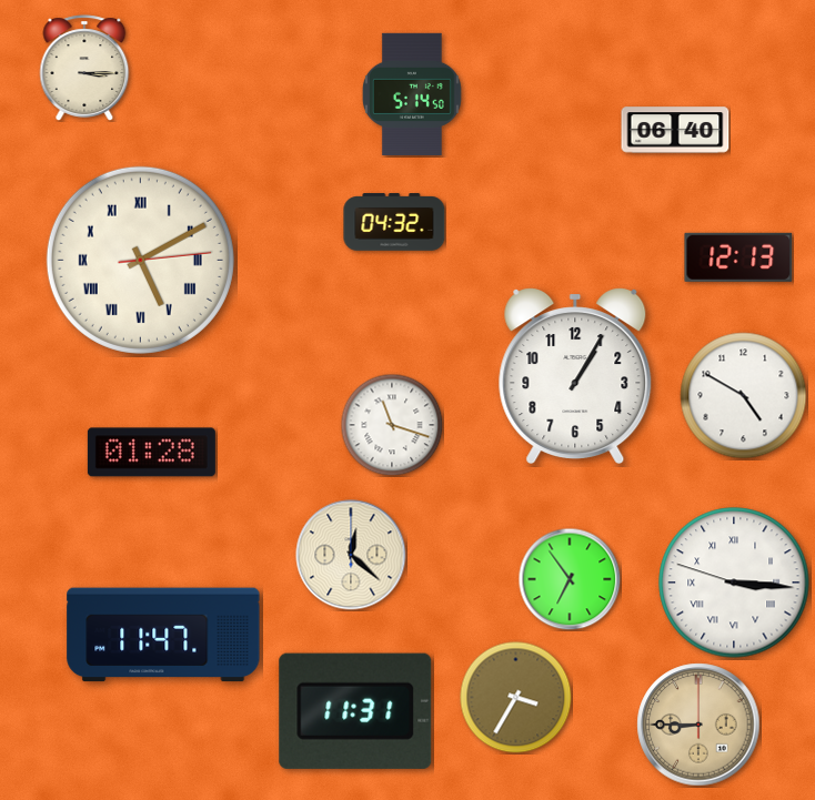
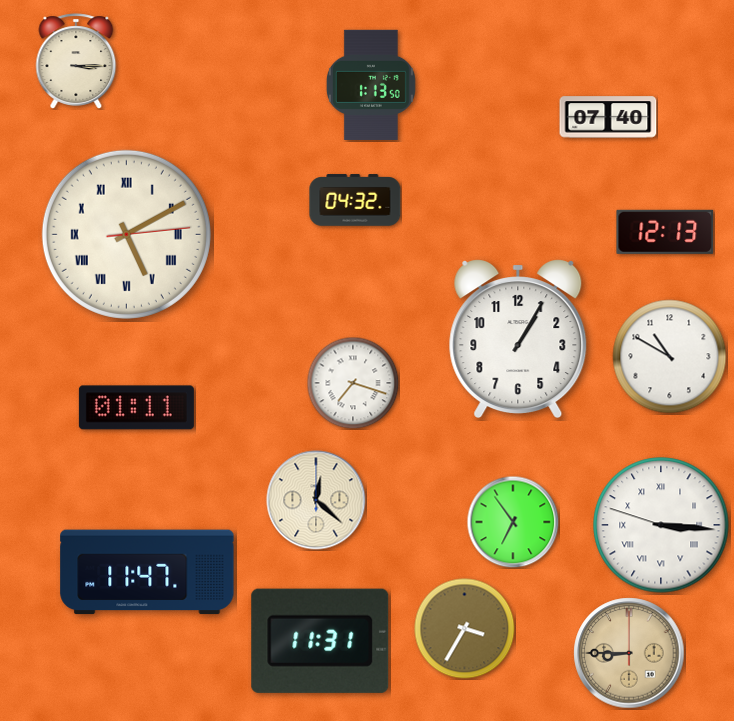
clock at (412, 94): 5:14 -> 1:13
clock at (675, 130): 06:40 -> 07:40
clock at (744, 396): 4:50 -> 10:50
clock at (392, 425): 11:18 -> 7:18
clock at (151, 453): 01:28 -> 01:11
